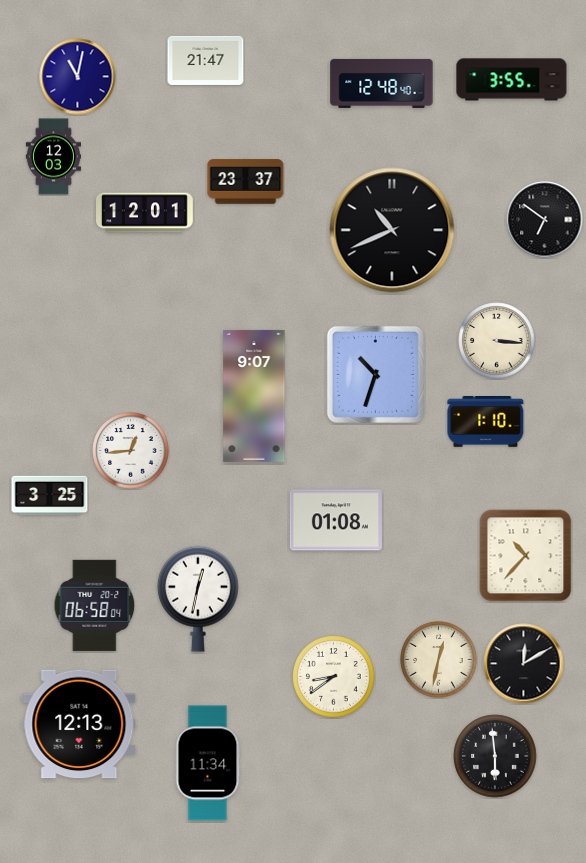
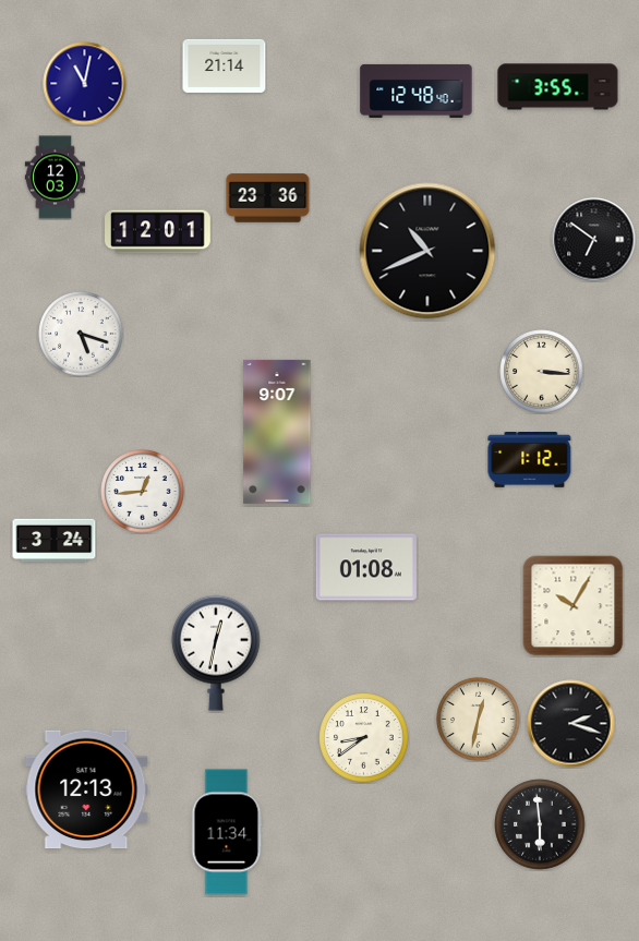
clock at (206, 60): 21:47 -> 21:14
clock at (53, 157) position: (53, 157) -> (55, 178)
clock at (246, 182): 23:37 -> 23:36
clock at (81, 334): none -> 5:18
clock at (375, 374): 10:33 -> none
clock at (486, 422): 1:10 -> 1:12
clock at (50, 496): 3:25 -> 3:24
clock at (526, 556): 10:37 -> 10:05
clock at (95, 605): 06:58 -> none
clock at (524, 664): 12:10 -> 2:18
